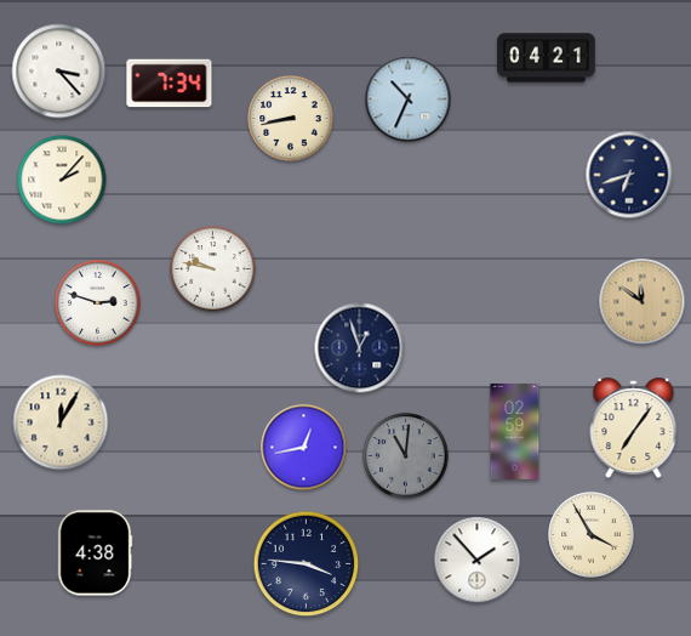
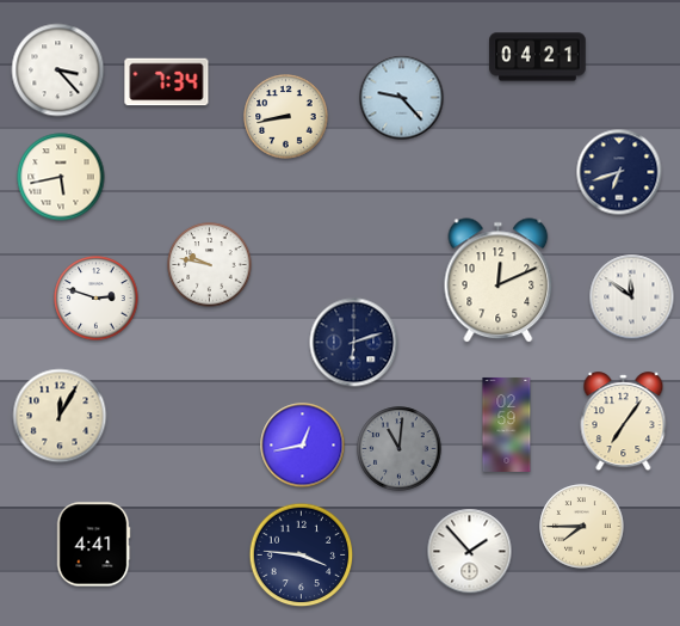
clock at (409, 100): 10:34 -> 9:23
clock at (62, 180): 2:07 -> 5:43
clock at (499, 281): none -> 12:11
clock at (643, 302) dial: champagne -> white
clock at (360, 348): 12:57 -> 6:12
clock at (304, 448) position: (304, 448) -> (303, 446)
clock at (592, 535): 3:55 -> 7:45
clock at (95, 553): 4:38 -> 4:41
